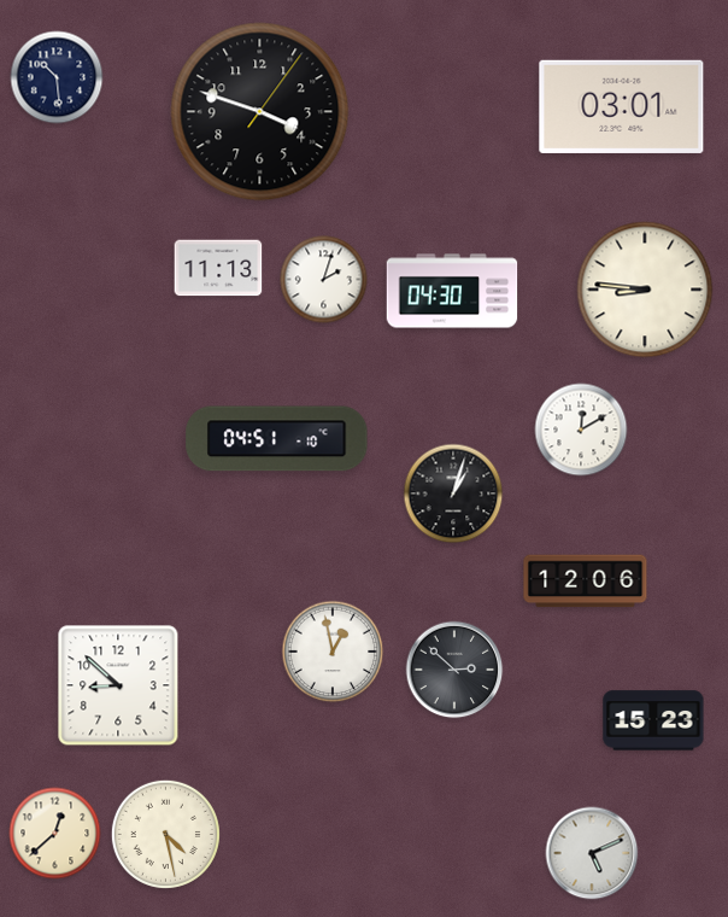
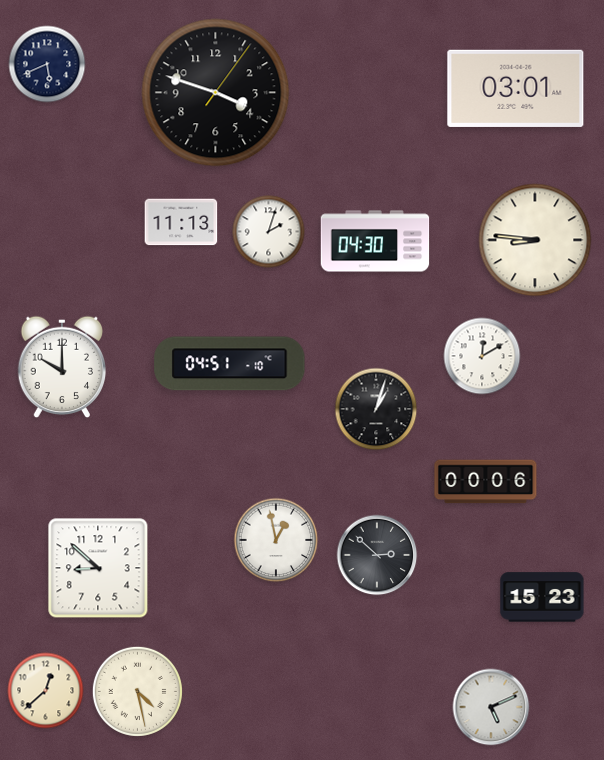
clock at (57, 77): 10:29 -> 5:41
clock at (62, 367): none -> 10:00
clock at (586, 582): 12:06 -> 00:06
